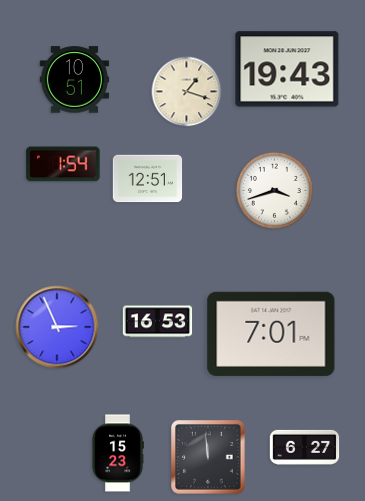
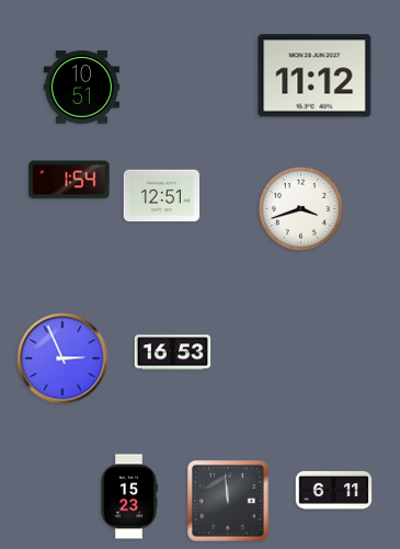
clock at (287, 69): 19:43 -> 11:12
clock at (187, 92): 1:18 -> none
clock at (271, 334): 7:01 -> none
clock at (305, 447): 6:27 -> 6:11
